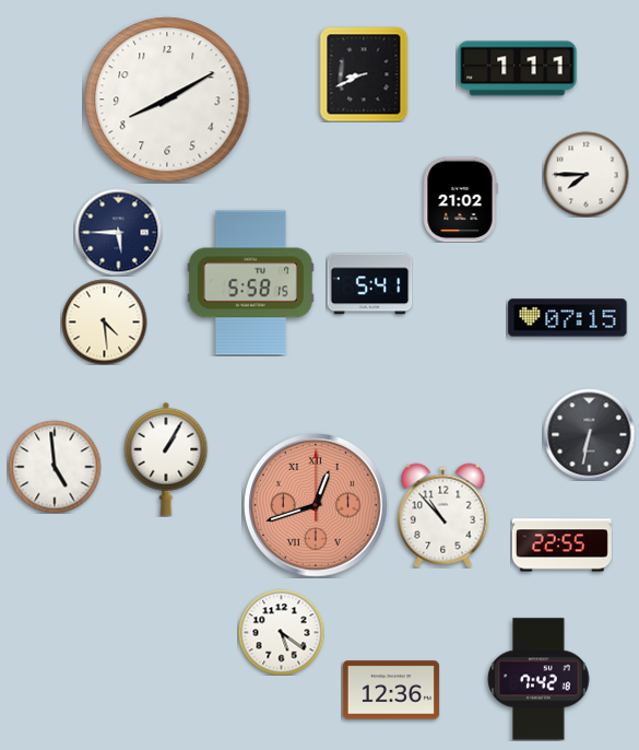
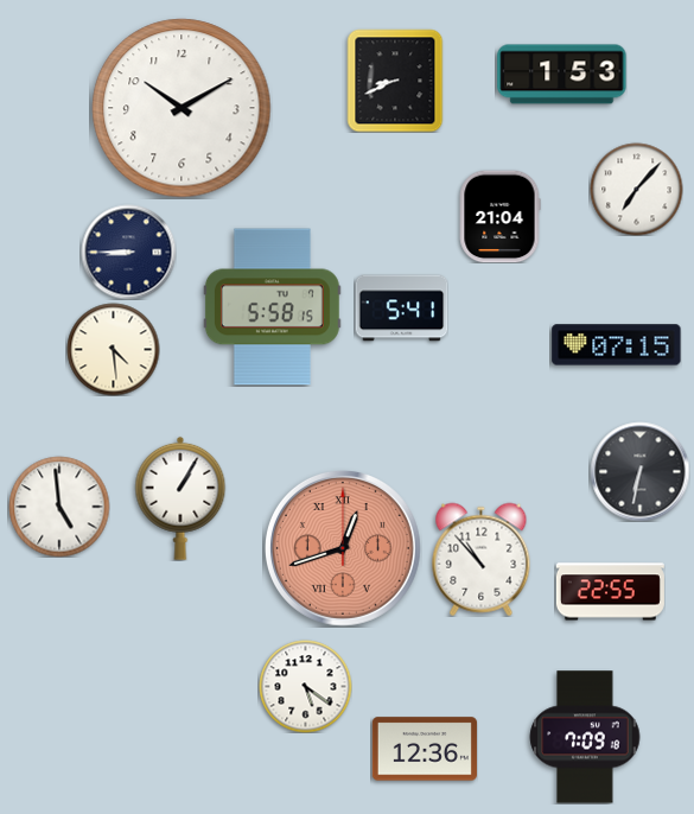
clock at (518, 69): 1:11 -> 1:53
clock at (167, 99): 8:10 -> 10:10
clock at (585, 174): 7:45 -> 7:07
clock at (460, 199): 21:02 -> 21:04
clock at (118, 232): 5:45 -> 8:45
clock at (539, 679): 7:42 -> 7:09
